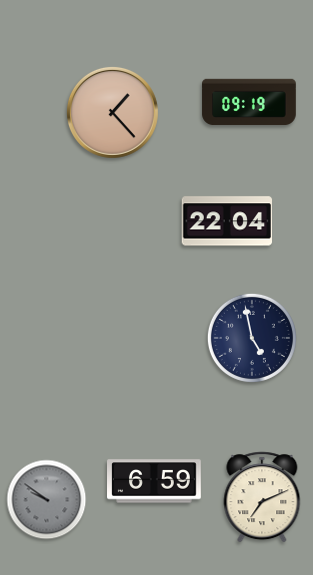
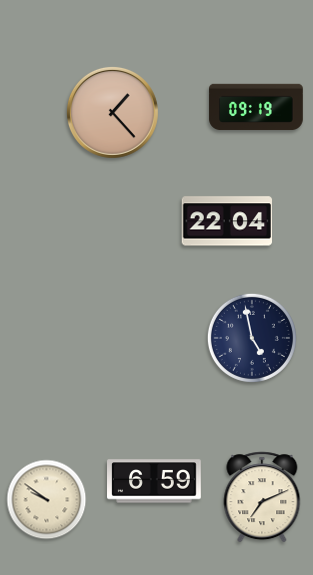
clock at (249, 102) position: (249, 102) -> (256, 107)
clock at (47, 500) dial: grey -> cream
